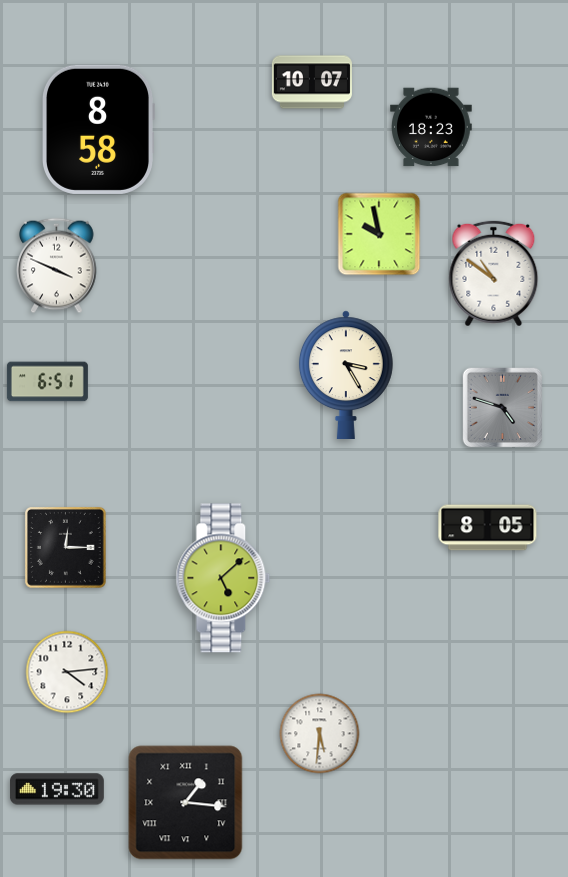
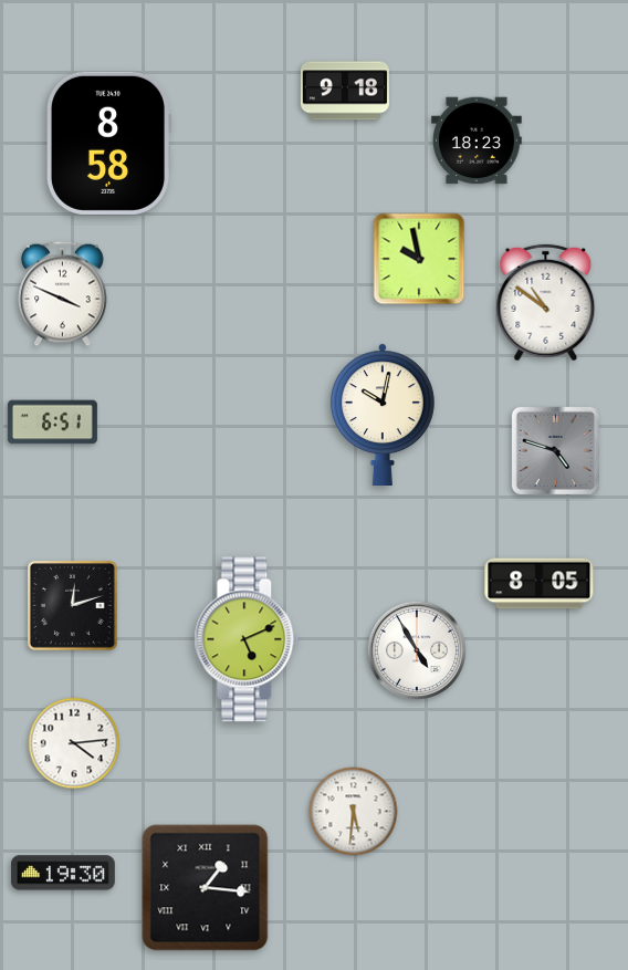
clock at (312, 82): 10:07 -> 9:18
clock at (346, 374): 3:25 -> 10:02
clock at (65, 547): 12:15 -> 12:12
clock at (223, 578): 5:08 -> 5:11
clock at (416, 649): none -> 4:55
